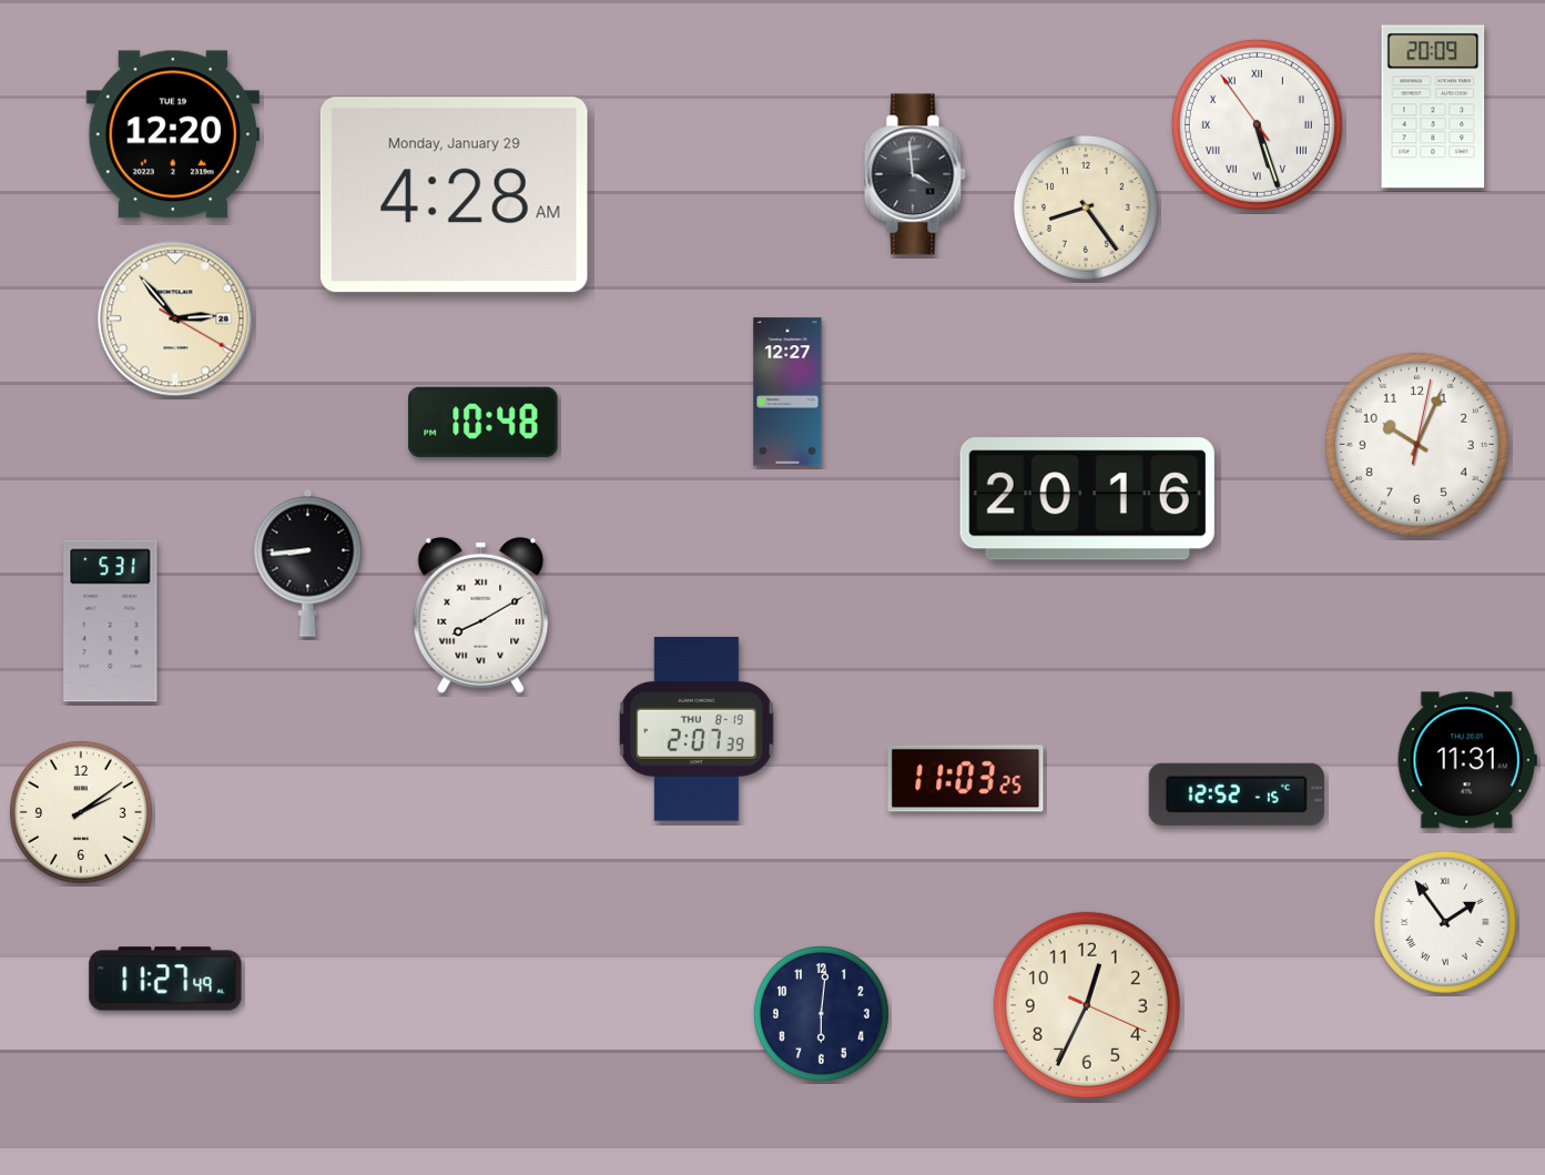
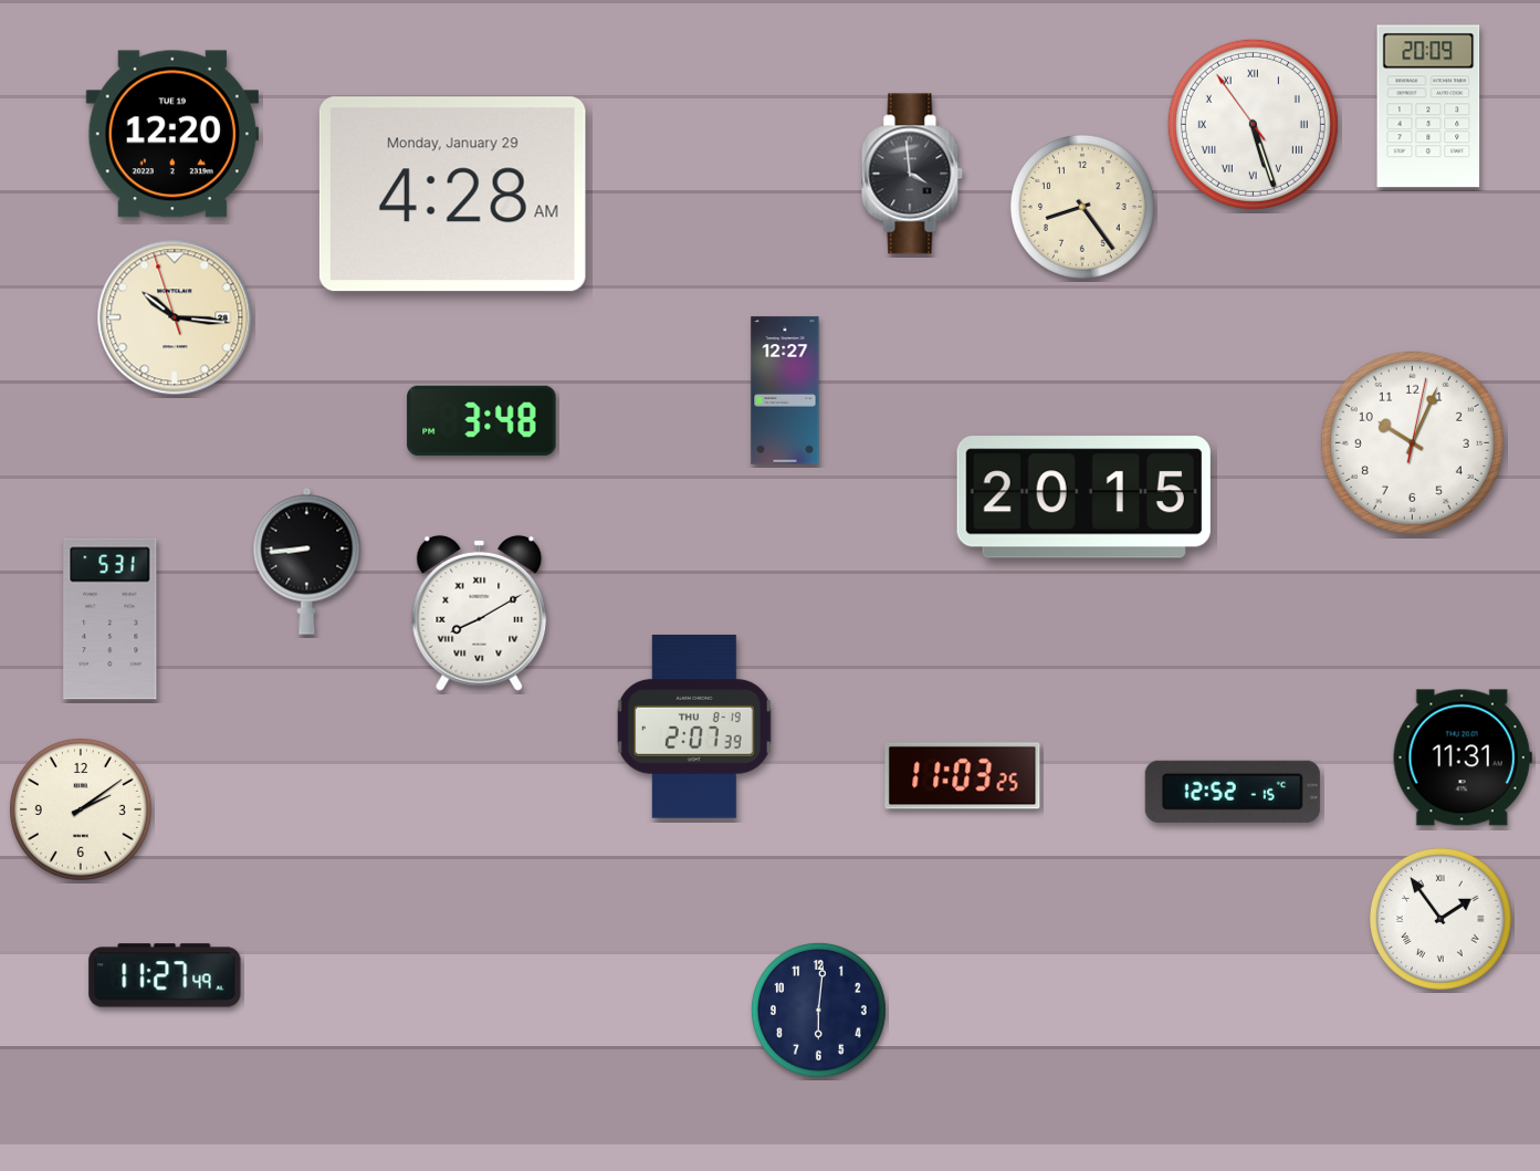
clock at (175, 318): 2:53 -> 10:15
clock at (484, 422): 10:48 -> 3:48
clock at (1087, 499): 20:16 -> 20:15
clock at (1087, 1005): 12:34 -> none
